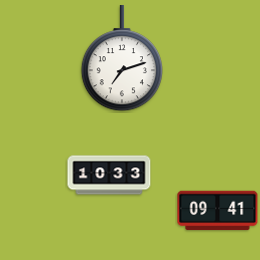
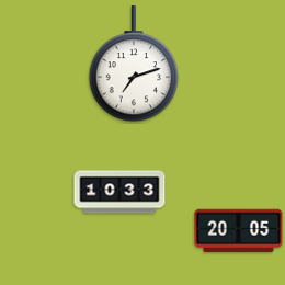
clock at (218, 211): 09:41 -> 20:05
